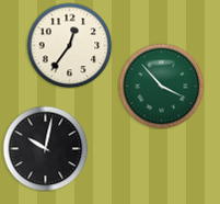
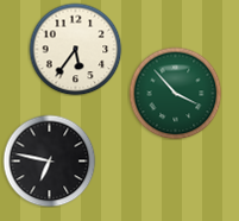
clock at (69, 45): 12:36 -> 5:36
clock at (45, 148): 10:02 -> 6:47
